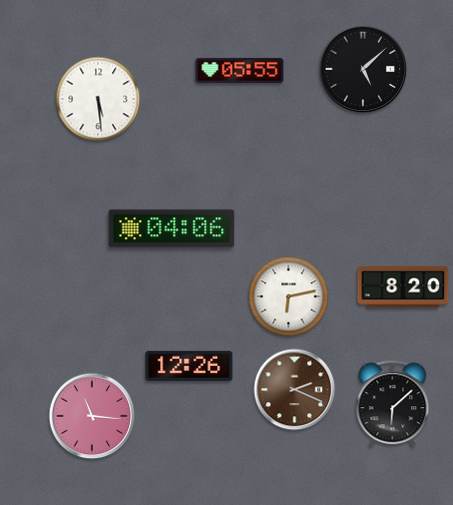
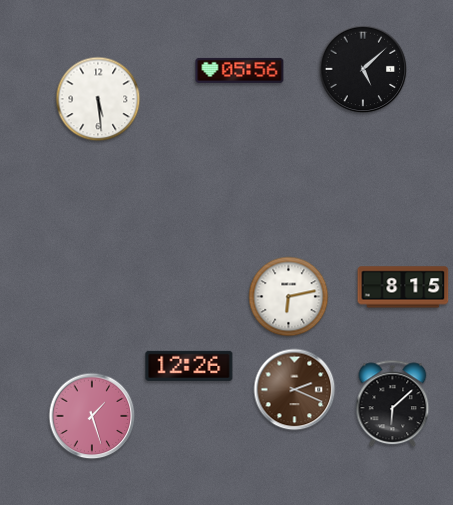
clock at (240, 70): 05:55 -> 05:56
clock at (172, 229): 04:06 -> none
clock at (403, 287): 8:20 -> 8:15
clock at (92, 416): 11:16 -> 1:27
